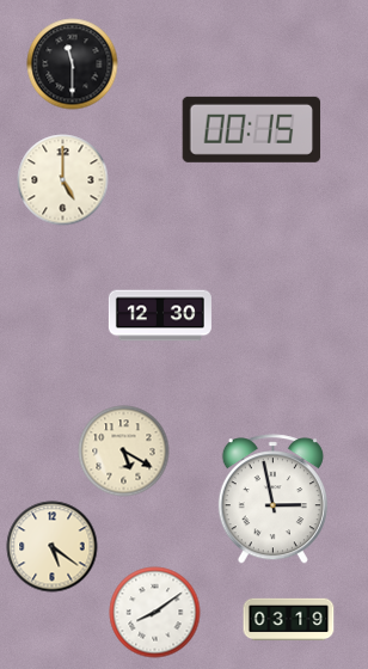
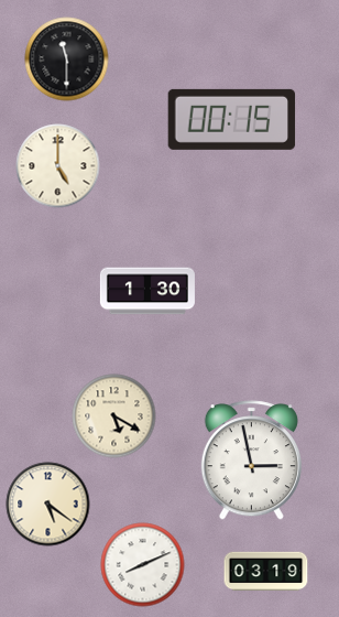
clock at (160, 315): 12:30 -> 1:30
clock at (155, 613): 8:09 -> 8:11
